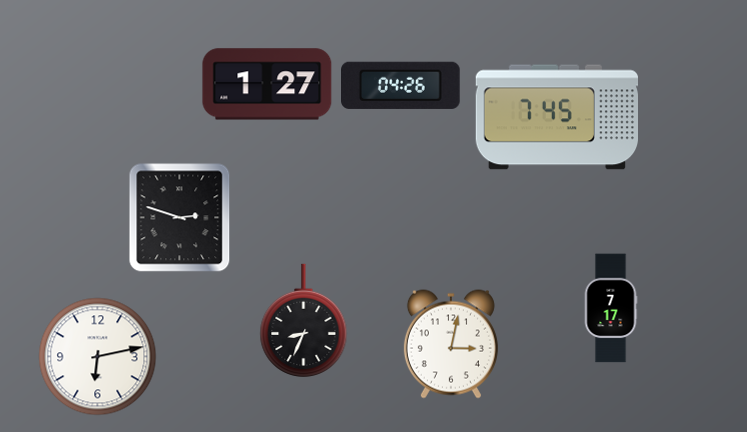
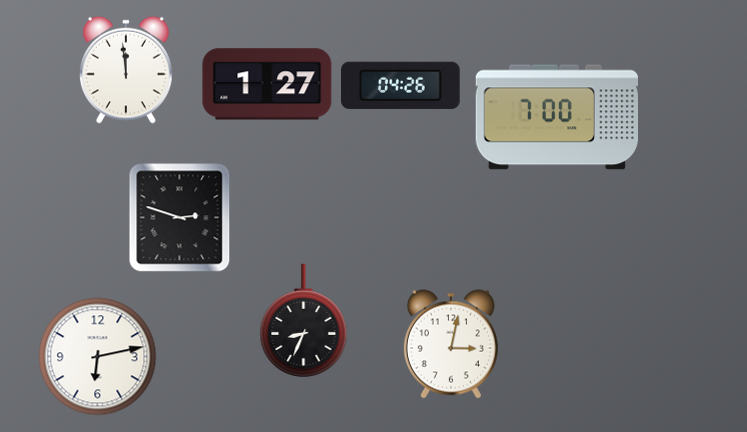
clock at (126, 70): none -> 11:59
clock at (556, 117): 7:45 -> 7:00
clock at (611, 308): 7:17 -> none
